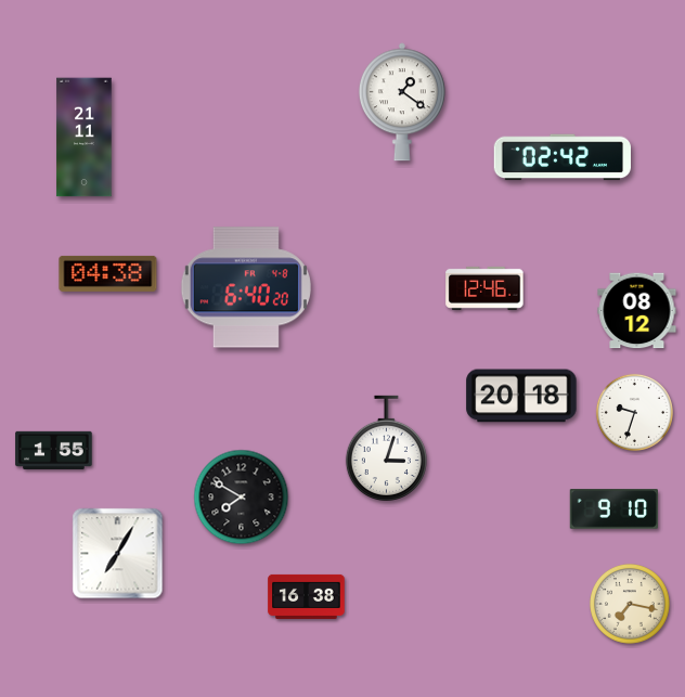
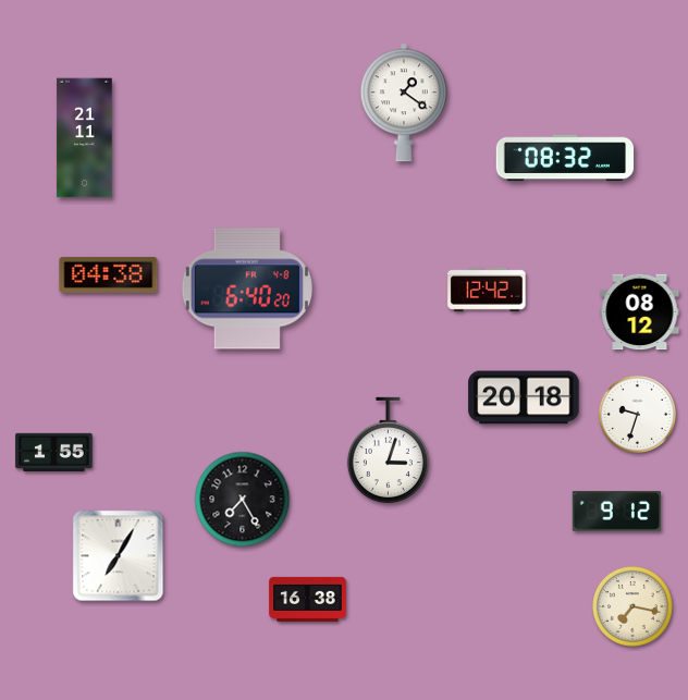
clock at (563, 157): 02:42 -> 08:32
clock at (484, 288): 12:46 -> 12:42
clock at (242, 498): 7:50 -> 7:25
clock at (613, 509): 9:10 -> 9:12
